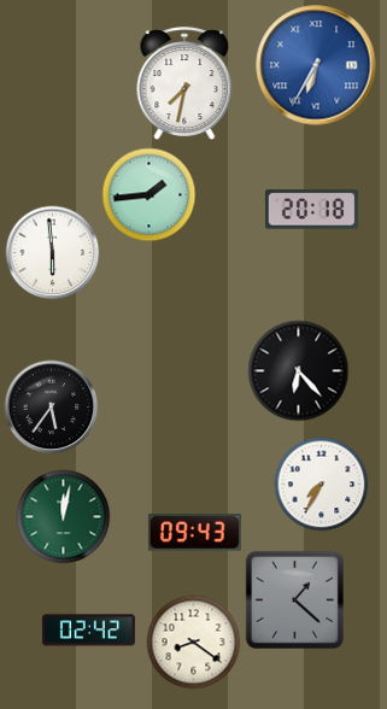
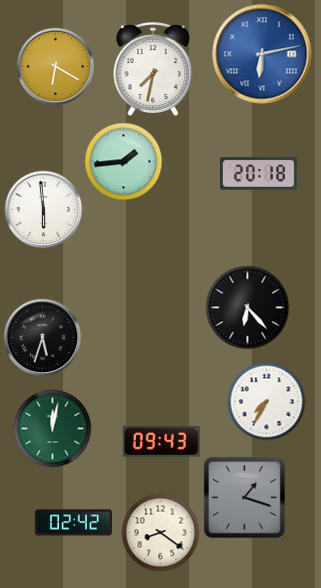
clock at (316, 65): 6:35 -> 6:13
clock at (55, 66): none -> 6:20
clock at (51, 406): 5:36 -> 5:33
clock at (294, 599): 1:22 -> 1:18
